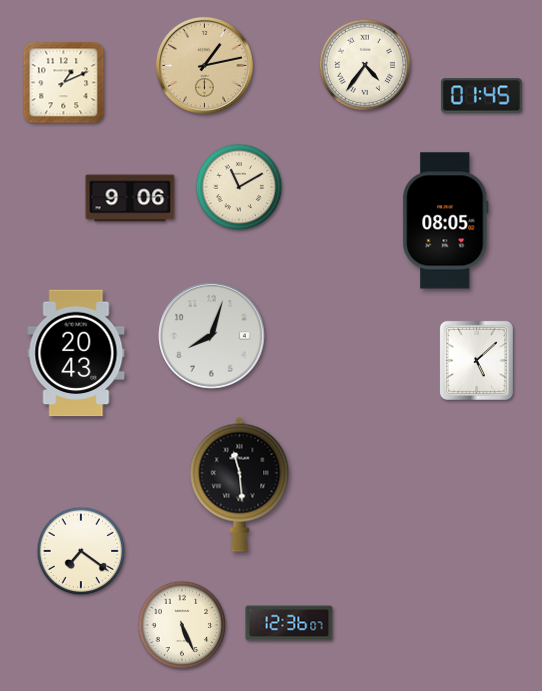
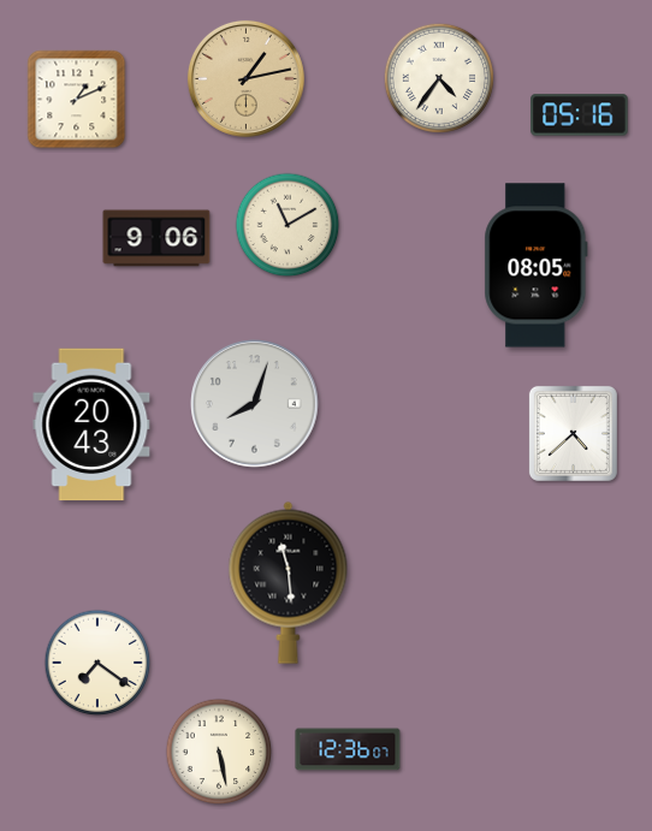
clock at (482, 96): 01:45 -> 05:16
clock at (476, 360): 5:08 -> 4:38
clock at (182, 625): 5:26 -> 5:28
